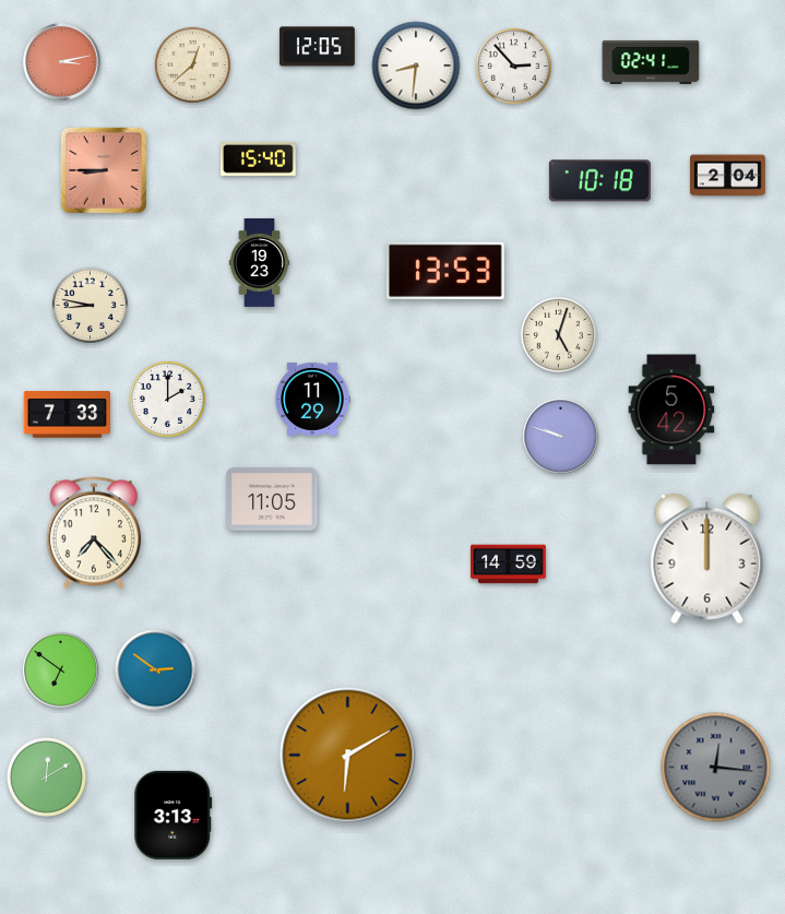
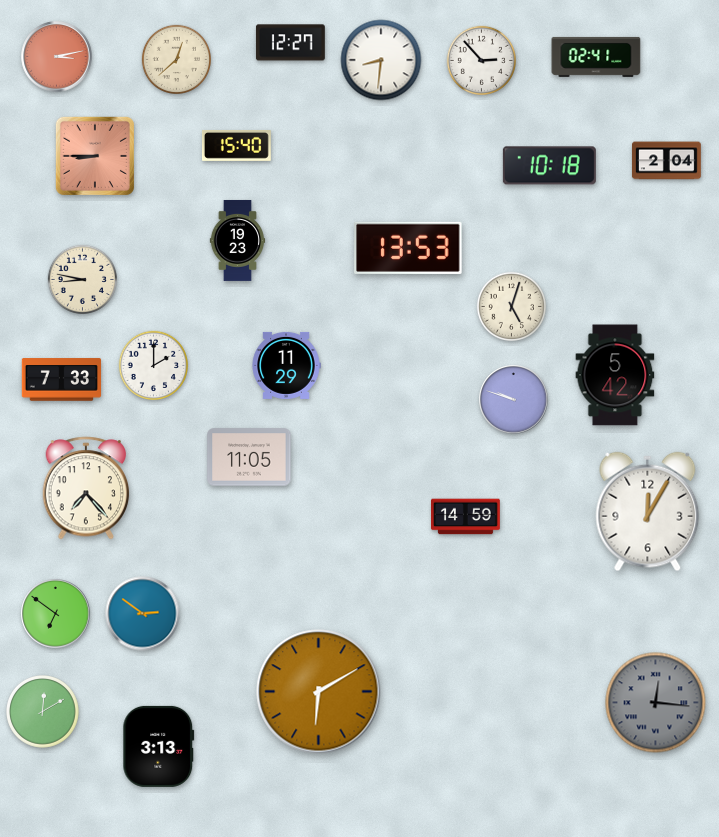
clock at (317, 47): 12:05 -> 12:27
clock at (513, 66) position: (513, 66) -> (481, 60)
clock at (707, 559): 12:00 -> 12:05
